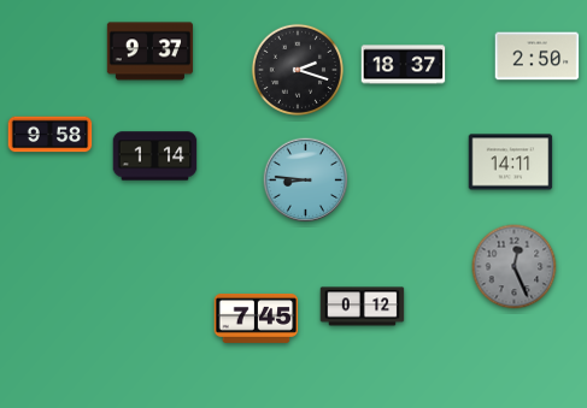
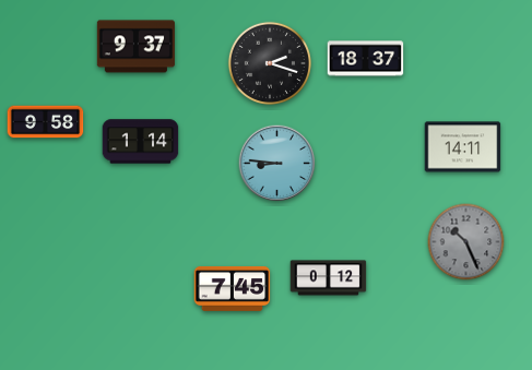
clock at (538, 57): 2:50 -> none
clock at (515, 267): 12:26 -> 10:26
